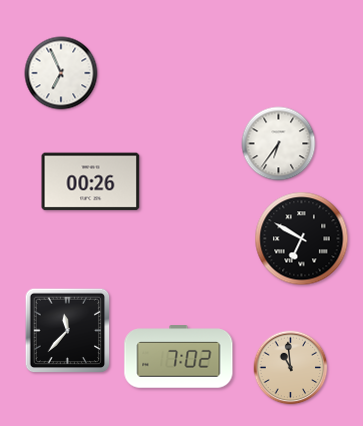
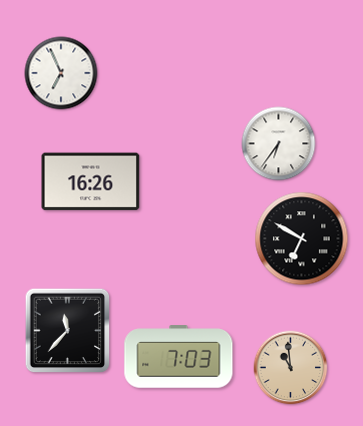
clock at (91, 182): 00:26 -> 16:26
clock at (179, 357): 7:02 -> 7:03
